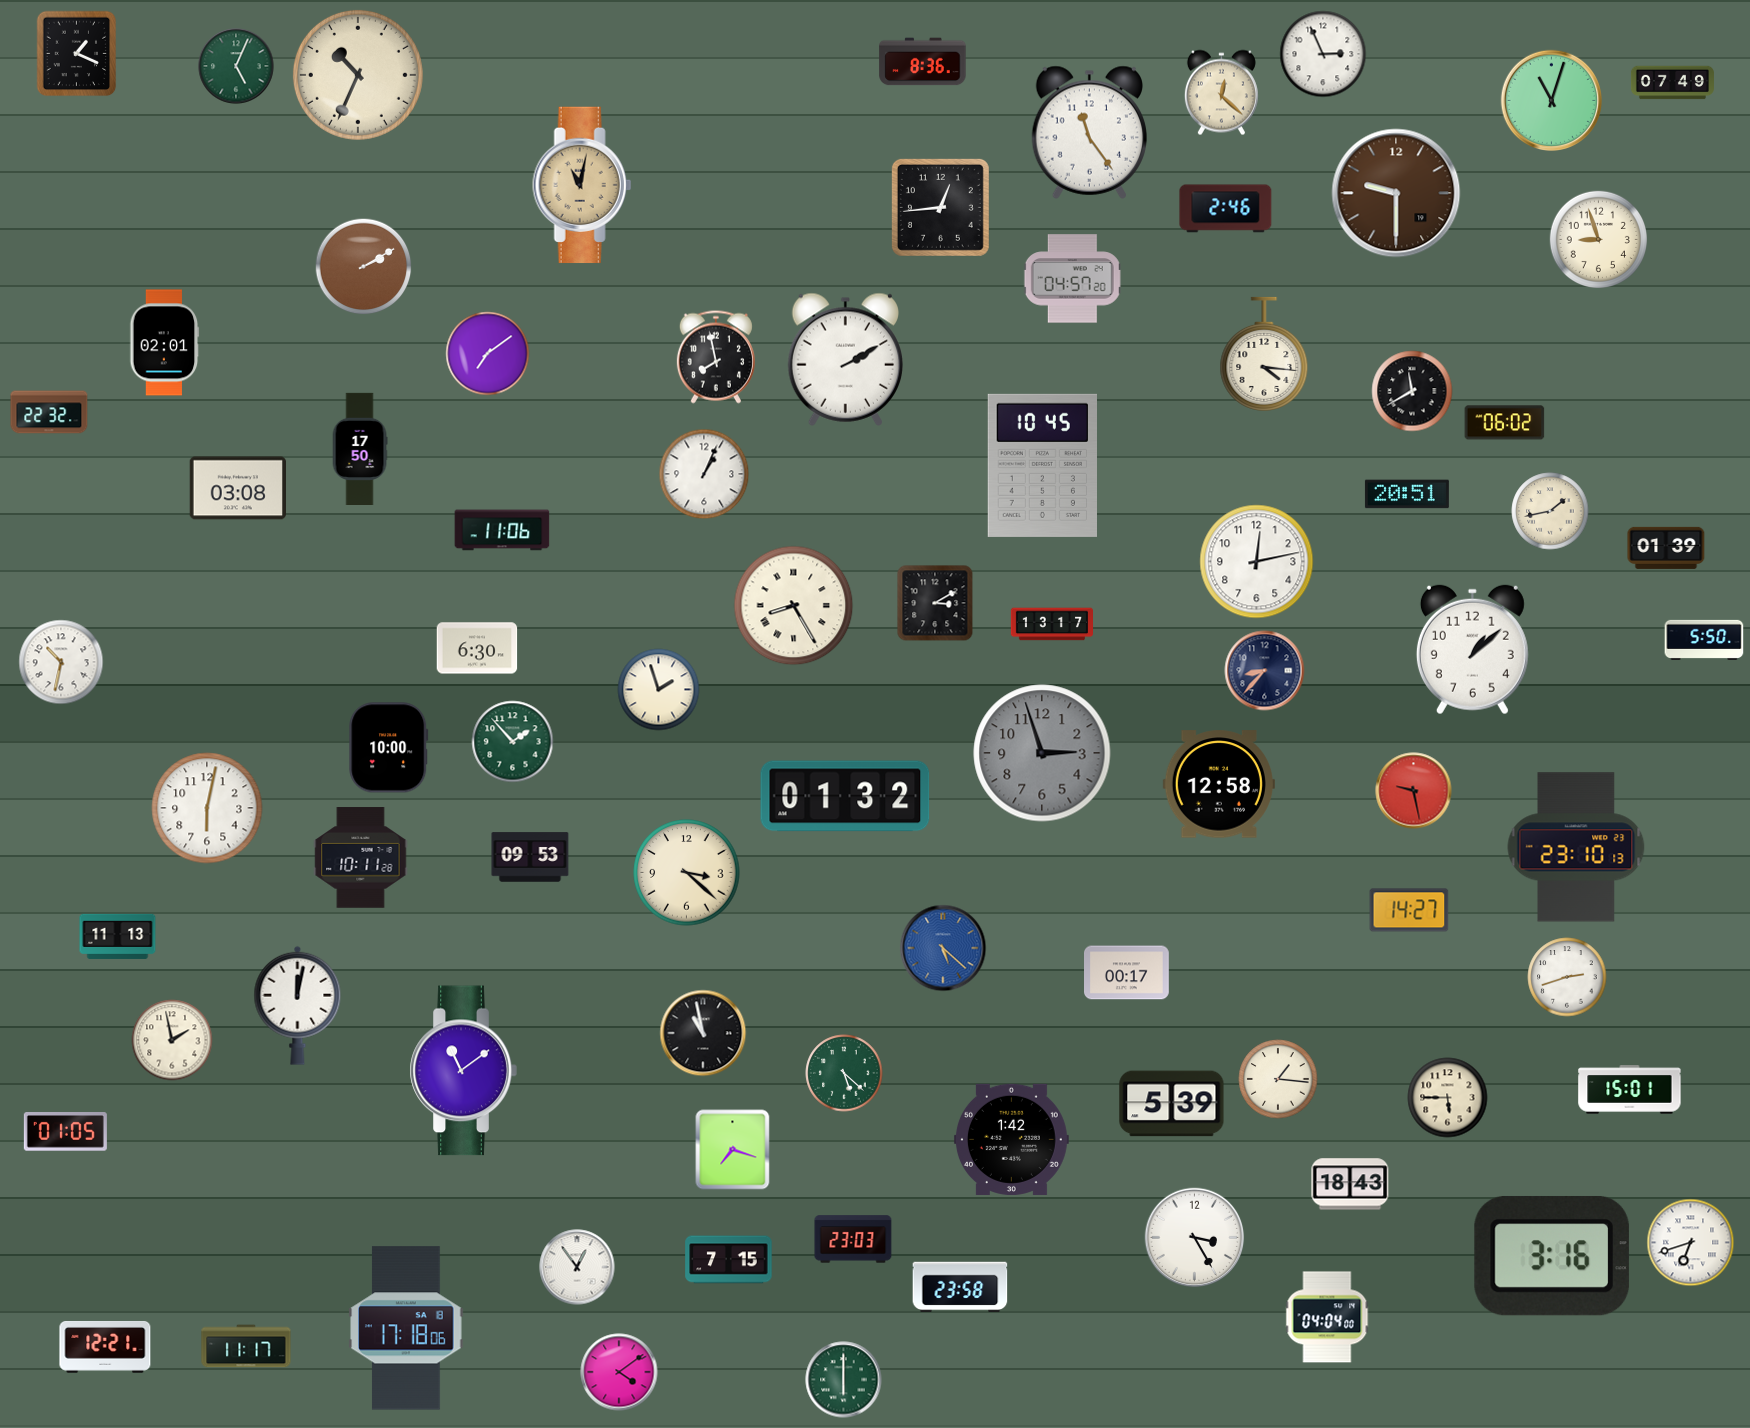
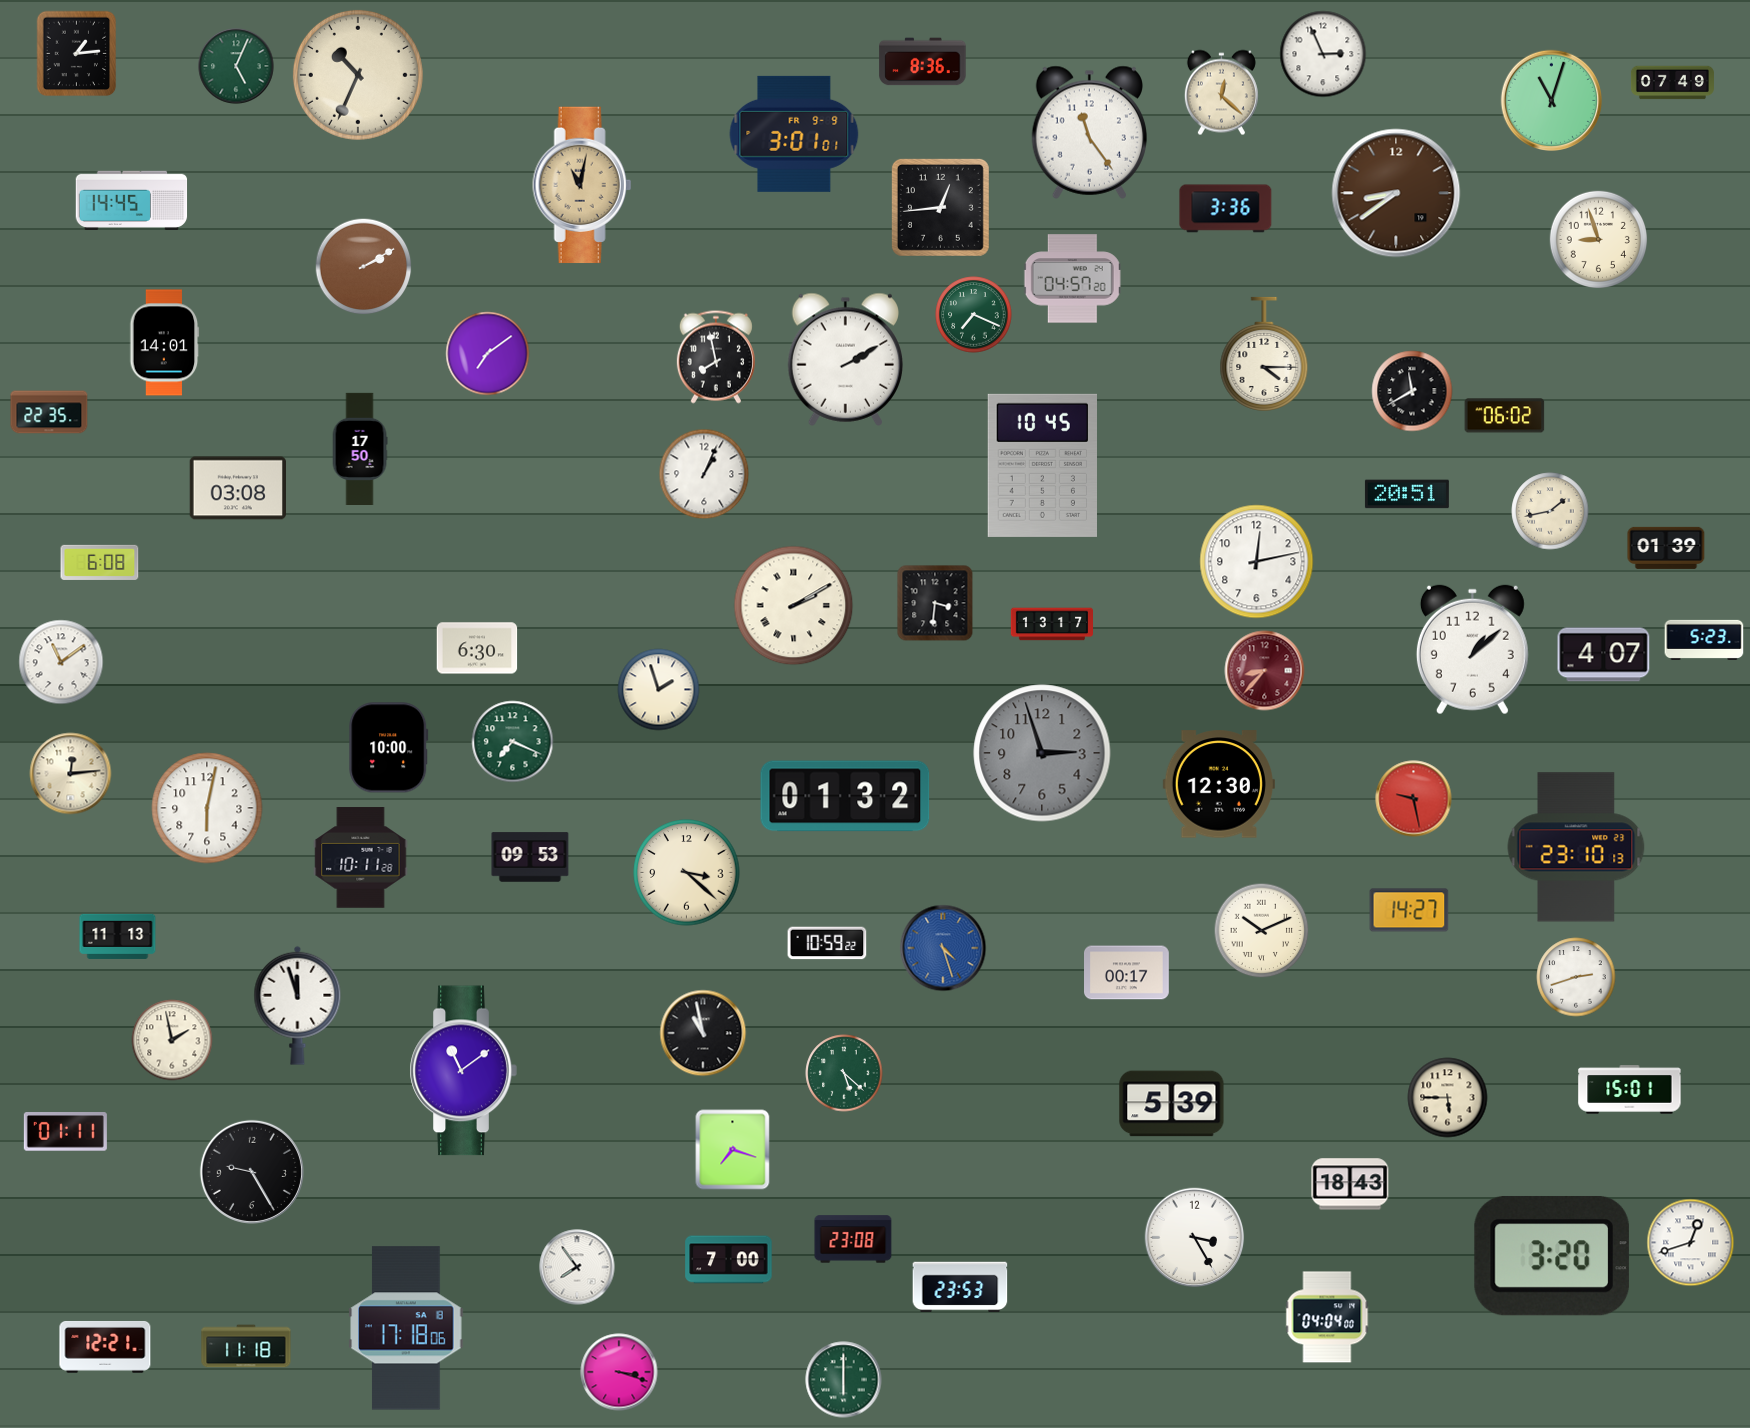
clock at (77, 54): 1:19 -> 1:14
clock at (794, 134): none -> 3:01
clock at (1396, 193): 9:30 -> 8:39
clock at (132, 200): none -> 14:45
clock at (1226, 209): 2:46 -> 3:36
clock at (974, 315): none -> 7:19
clock at (165, 343): 02:01 -> 14:01
clock at (1264, 354): 4:16 -> 4:15
clock at (49, 412): 22:32 -> 22:35
clock at (1505, 423) position: (1505, 423) -> (1505, 416)
clock at (502, 530): 11:06 -> none
clock at (100, 562): none -> 6:08
clock at (935, 603): 3:10 -> 3:31
clock at (794, 606): 8:25 -> 2:10
clock at (1704, 640): 5:50 -> 5:23
clock at (1604, 655): none -> 4:07
clock at (61, 662): 10:32 -> 11:09
clock at (1265, 671) dial: navy -> burgundy
clock at (513, 742): 1:53 -> 7:19
clock at (71, 774): none -> 12:14
clock at (1219, 784): 12:58 -> 12:30
clock at (1414, 791) position: (1414, 791) -> (1414, 799)
clock at (1262, 931): none -> 10:11
clock at (827, 943): none -> 10:59
clock at (943, 948): 5:22 -> 4:27
clock at (1567, 977) position: (1567, 977) -> (1576, 977)
clock at (298, 1005): 12:02 -> 11:57
clock at (1278, 1079): 1:16 -> none
clock at (65, 1132): 01:05 -> 01:11
clock at (1011, 1139): 1:42 -> none
clock at (252, 1172): none -> 9:25
clock at (853, 1239): 23:03 -> 23:08
clock at (1691, 1243): 6:42 -> 12:42
clock at (1552, 1256): 3:16 -> 3:20
clock at (729, 1260): 7:15 -> 7:00
clock at (577, 1267): 12:54 -> 7:54
clock at (960, 1287): 23:58 -> 23:53
clock at (246, 1346): 11:17 -> 11:18
clock at (619, 1372): 4:09 -> 3:18
